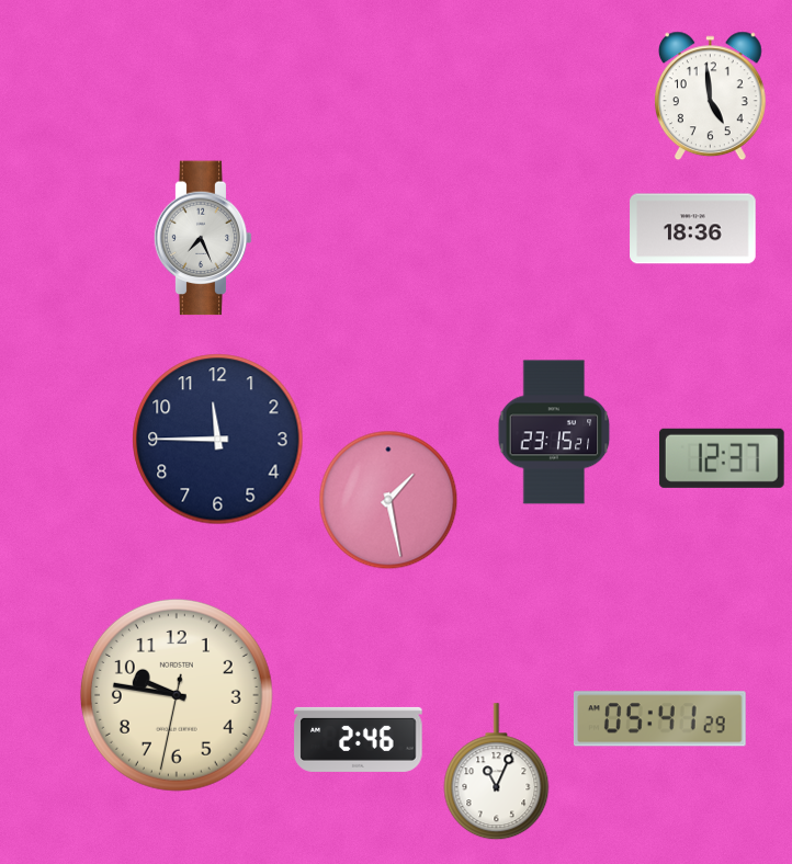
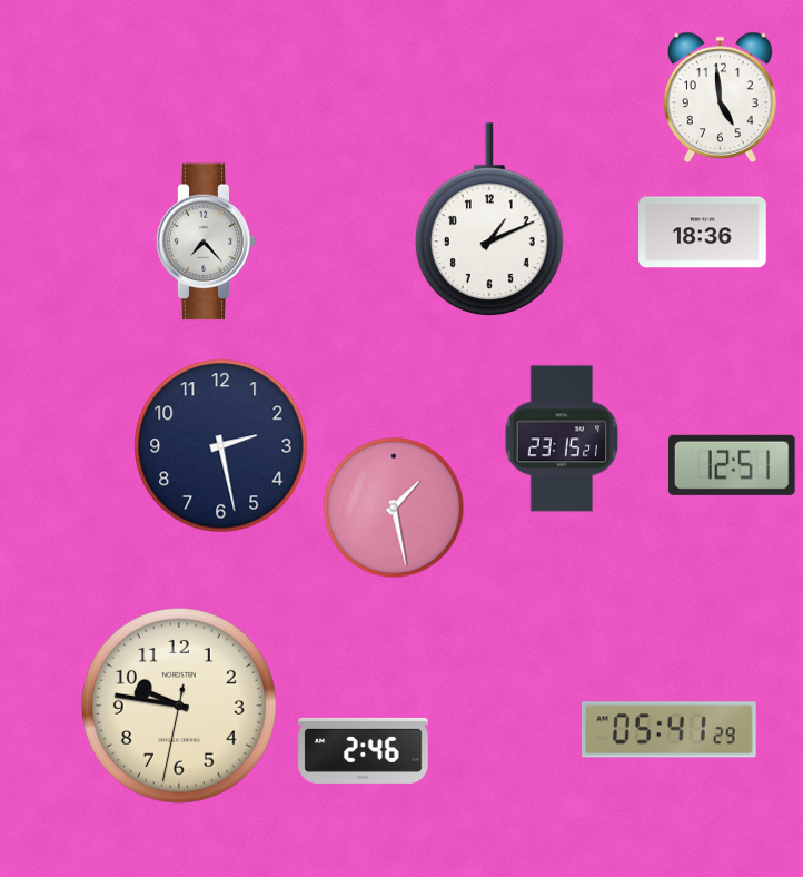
clock at (489, 220): none -> 1:11
clock at (203, 238): 7:26 -> 7:23
clock at (218, 440): 11:45 -> 2:28
clock at (722, 458): 12:37 -> 12:51
clock at (497, 772): 11:04 -> none
